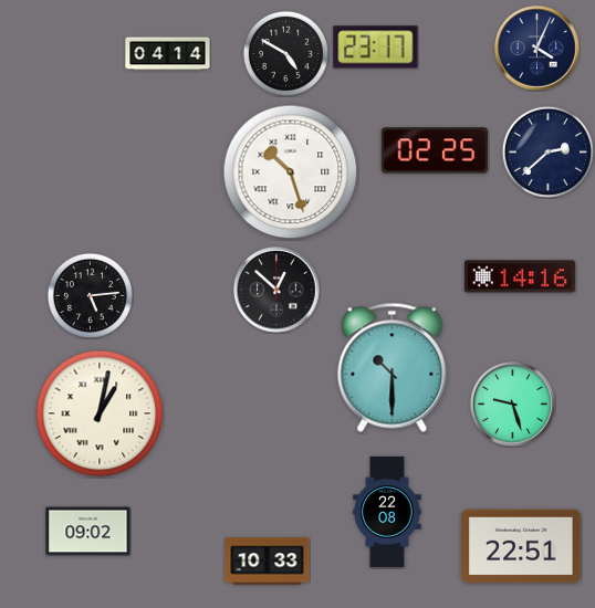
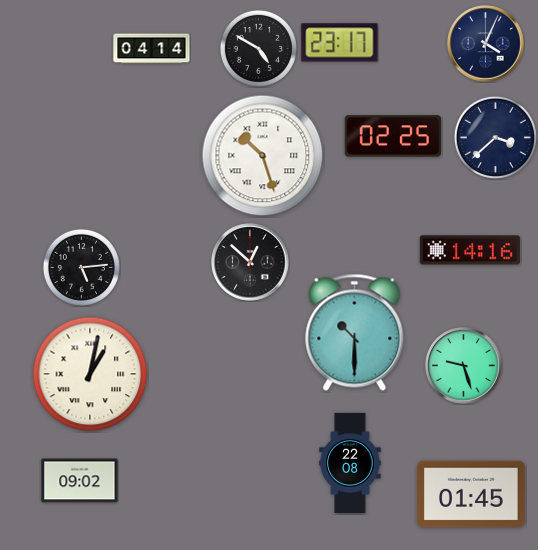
clock at (547, 151): 2:38 -> 3:38
clock at (521, 546): 22:51 -> 01:45
clock at (268, 562): 10:33 -> none
